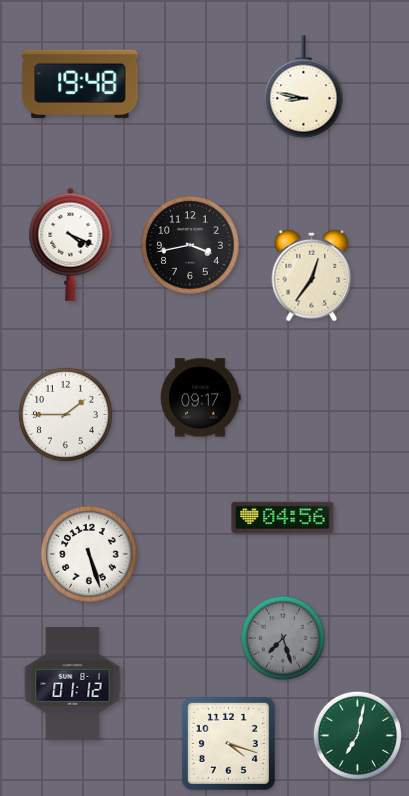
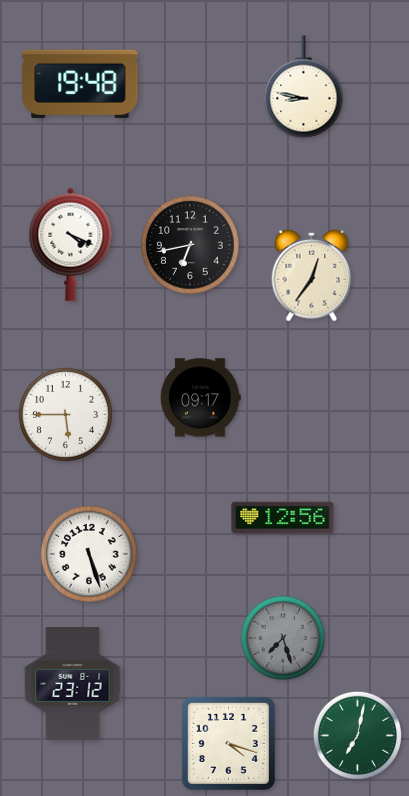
clock at (190, 245): 3:43 -> 6:43
clock at (65, 414): 1:45 -> 5:45
clock at (283, 518): 04:56 -> 12:56
clock at (73, 684): 01:12 -> 23:12
